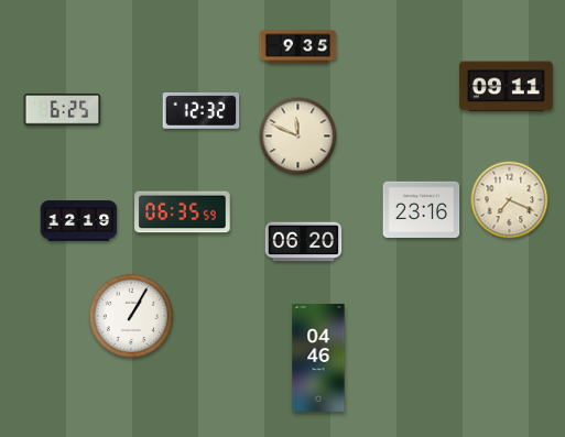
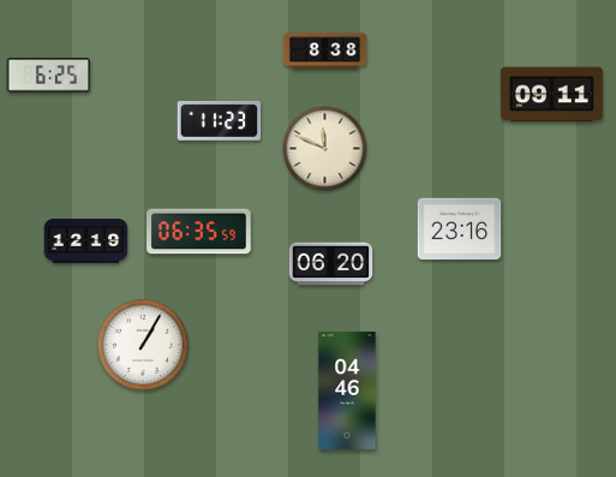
clock at (298, 47): 9:35 -> 8:38
clock at (63, 110) position: (63, 110) -> (49, 76)
clock at (202, 111): 12:32 -> 11:23
clock at (510, 200): 7:19 -> none
